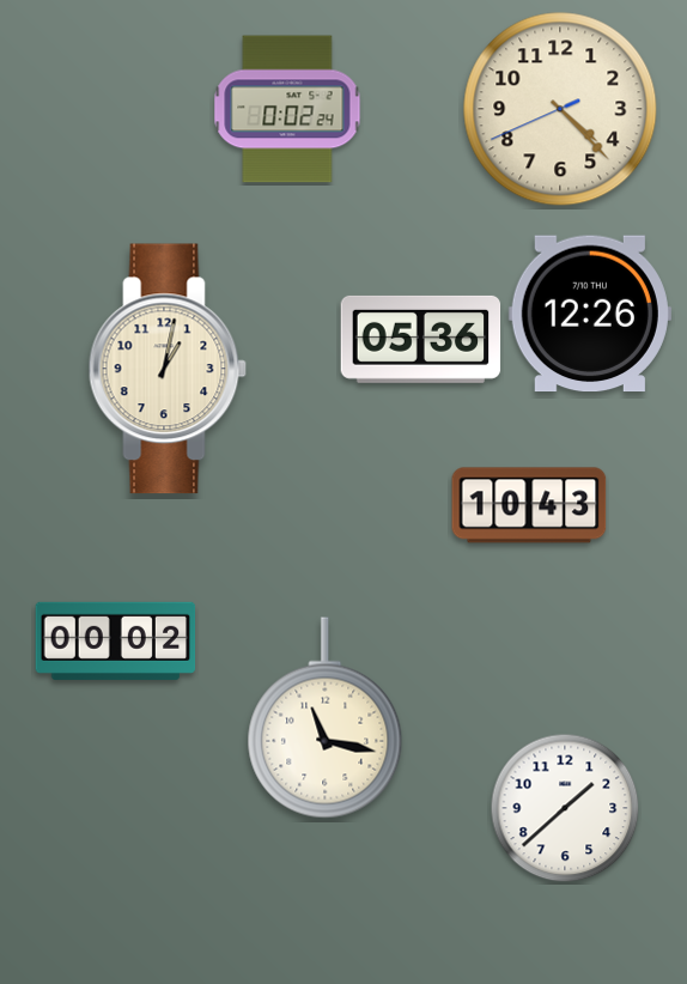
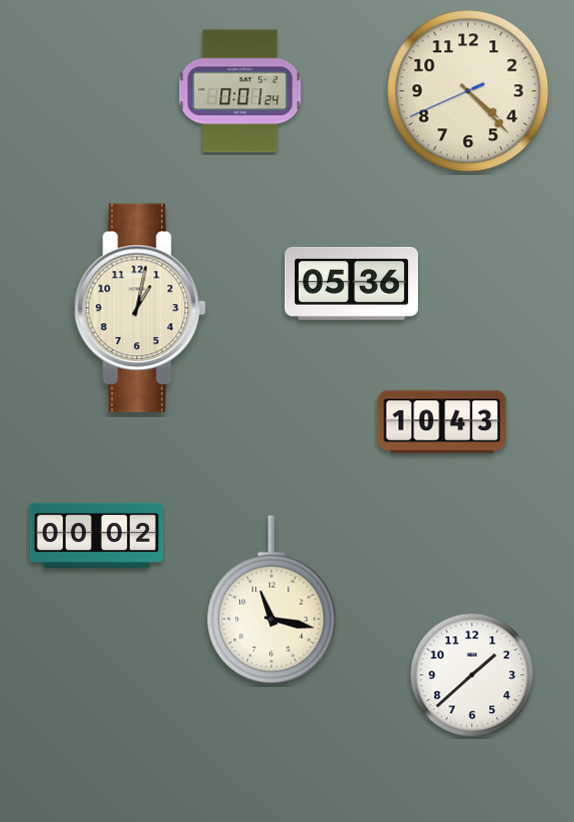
clock at (287, 109): 0:02 -> 0:01
clock at (590, 314): 12:26 -> none
